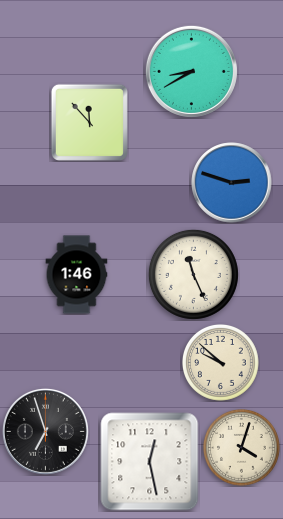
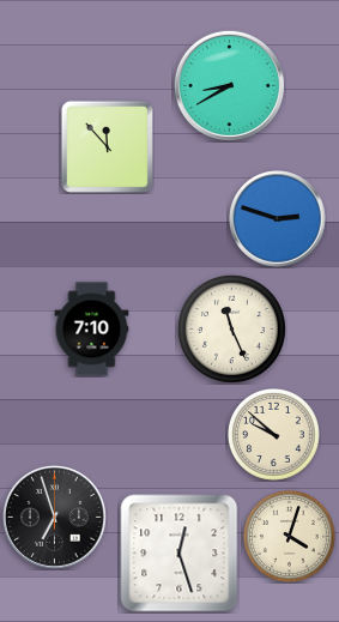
clock at (77, 275): 1:46 -> 7:10
clock at (221, 363) position: (221, 363) -> (274, 435)
clock at (150, 462): 12:28 -> 12:27
